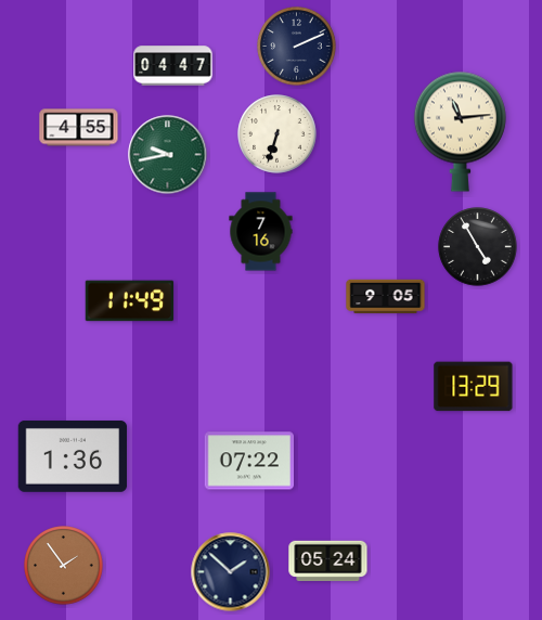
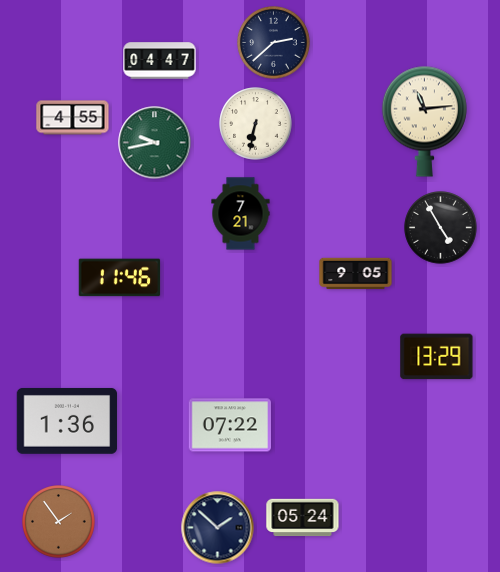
clock at (297, 47): 2:11 -> 2:38
clock at (278, 134): 6:33 -> 6:32
clock at (261, 232): 7:16 -> 7:21
clock at (130, 301): 11:49 -> 11:46
clock at (231, 572) position: (231, 572) -> (218, 528)
